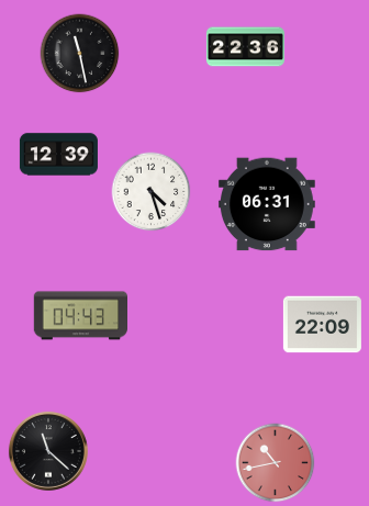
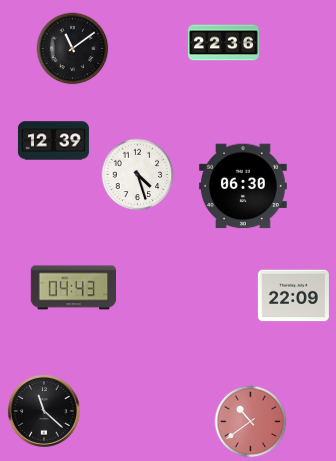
clock at (80, 54): 11:28 -> 11:09
clock at (267, 204): 06:31 -> 06:30
clock at (276, 463): 10:43 -> 10:39
